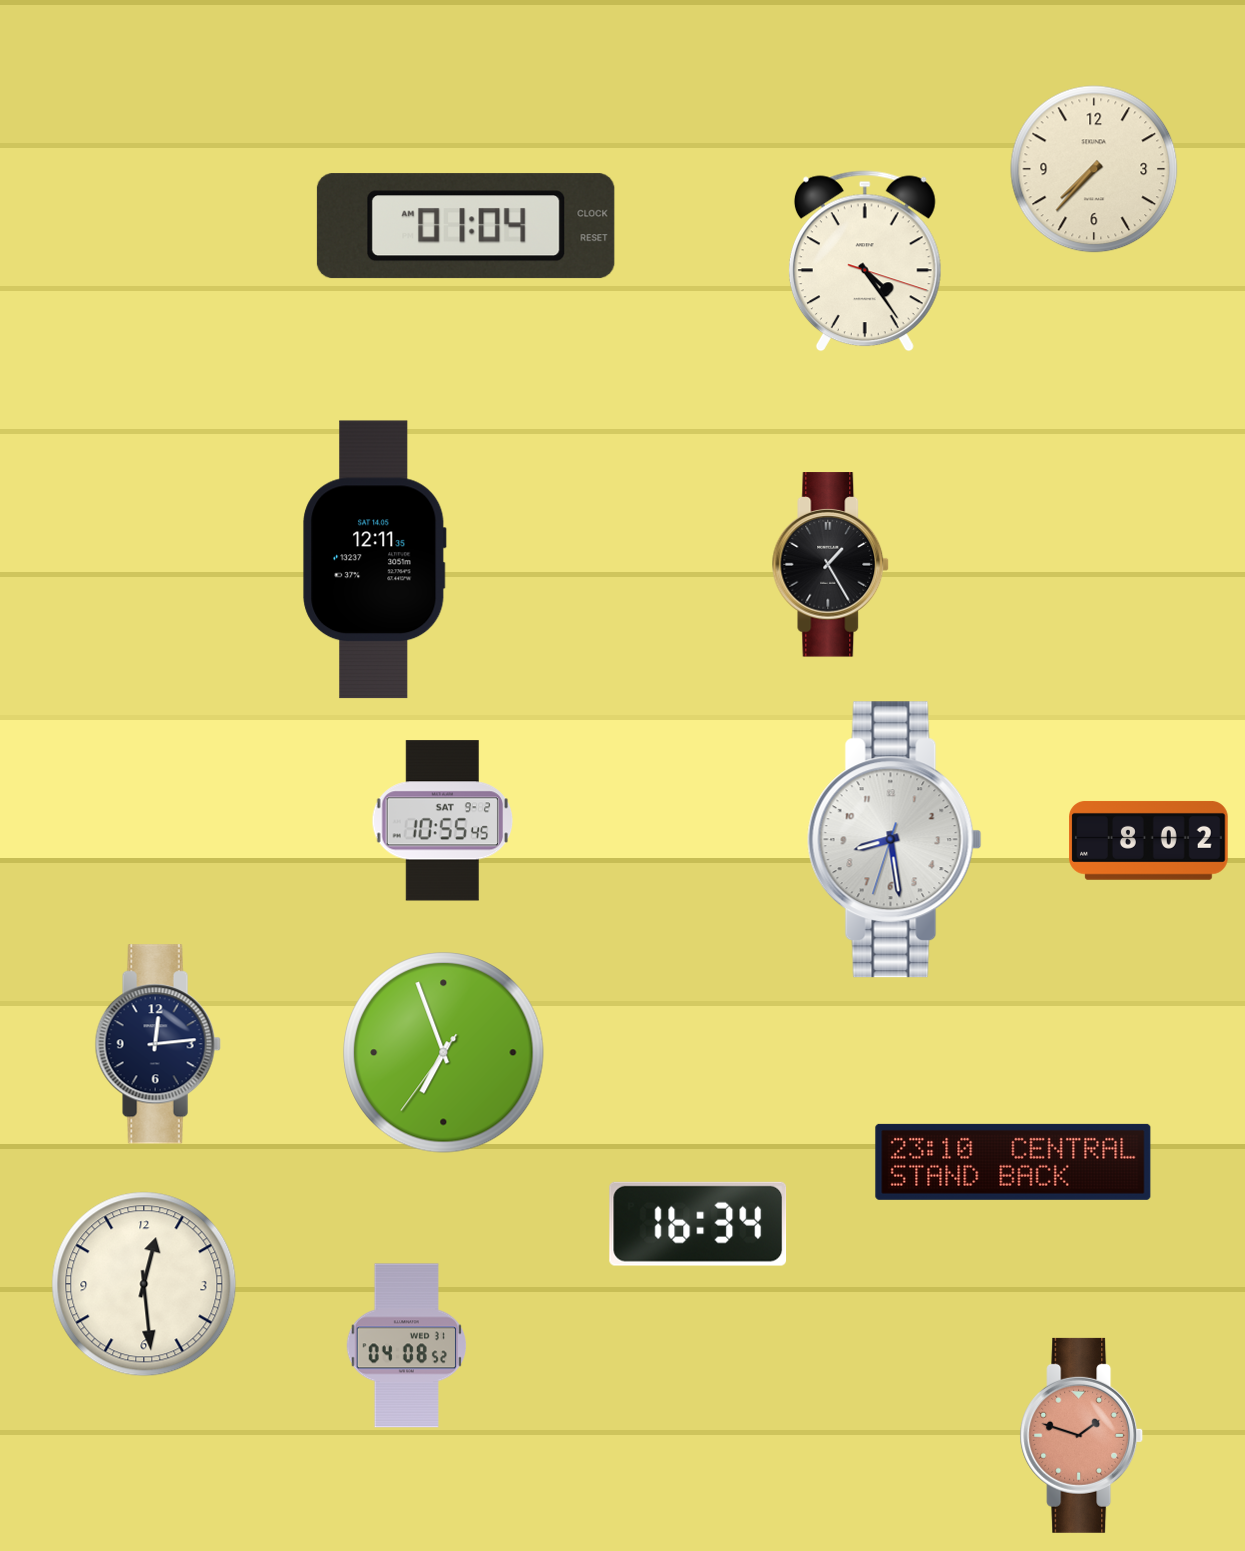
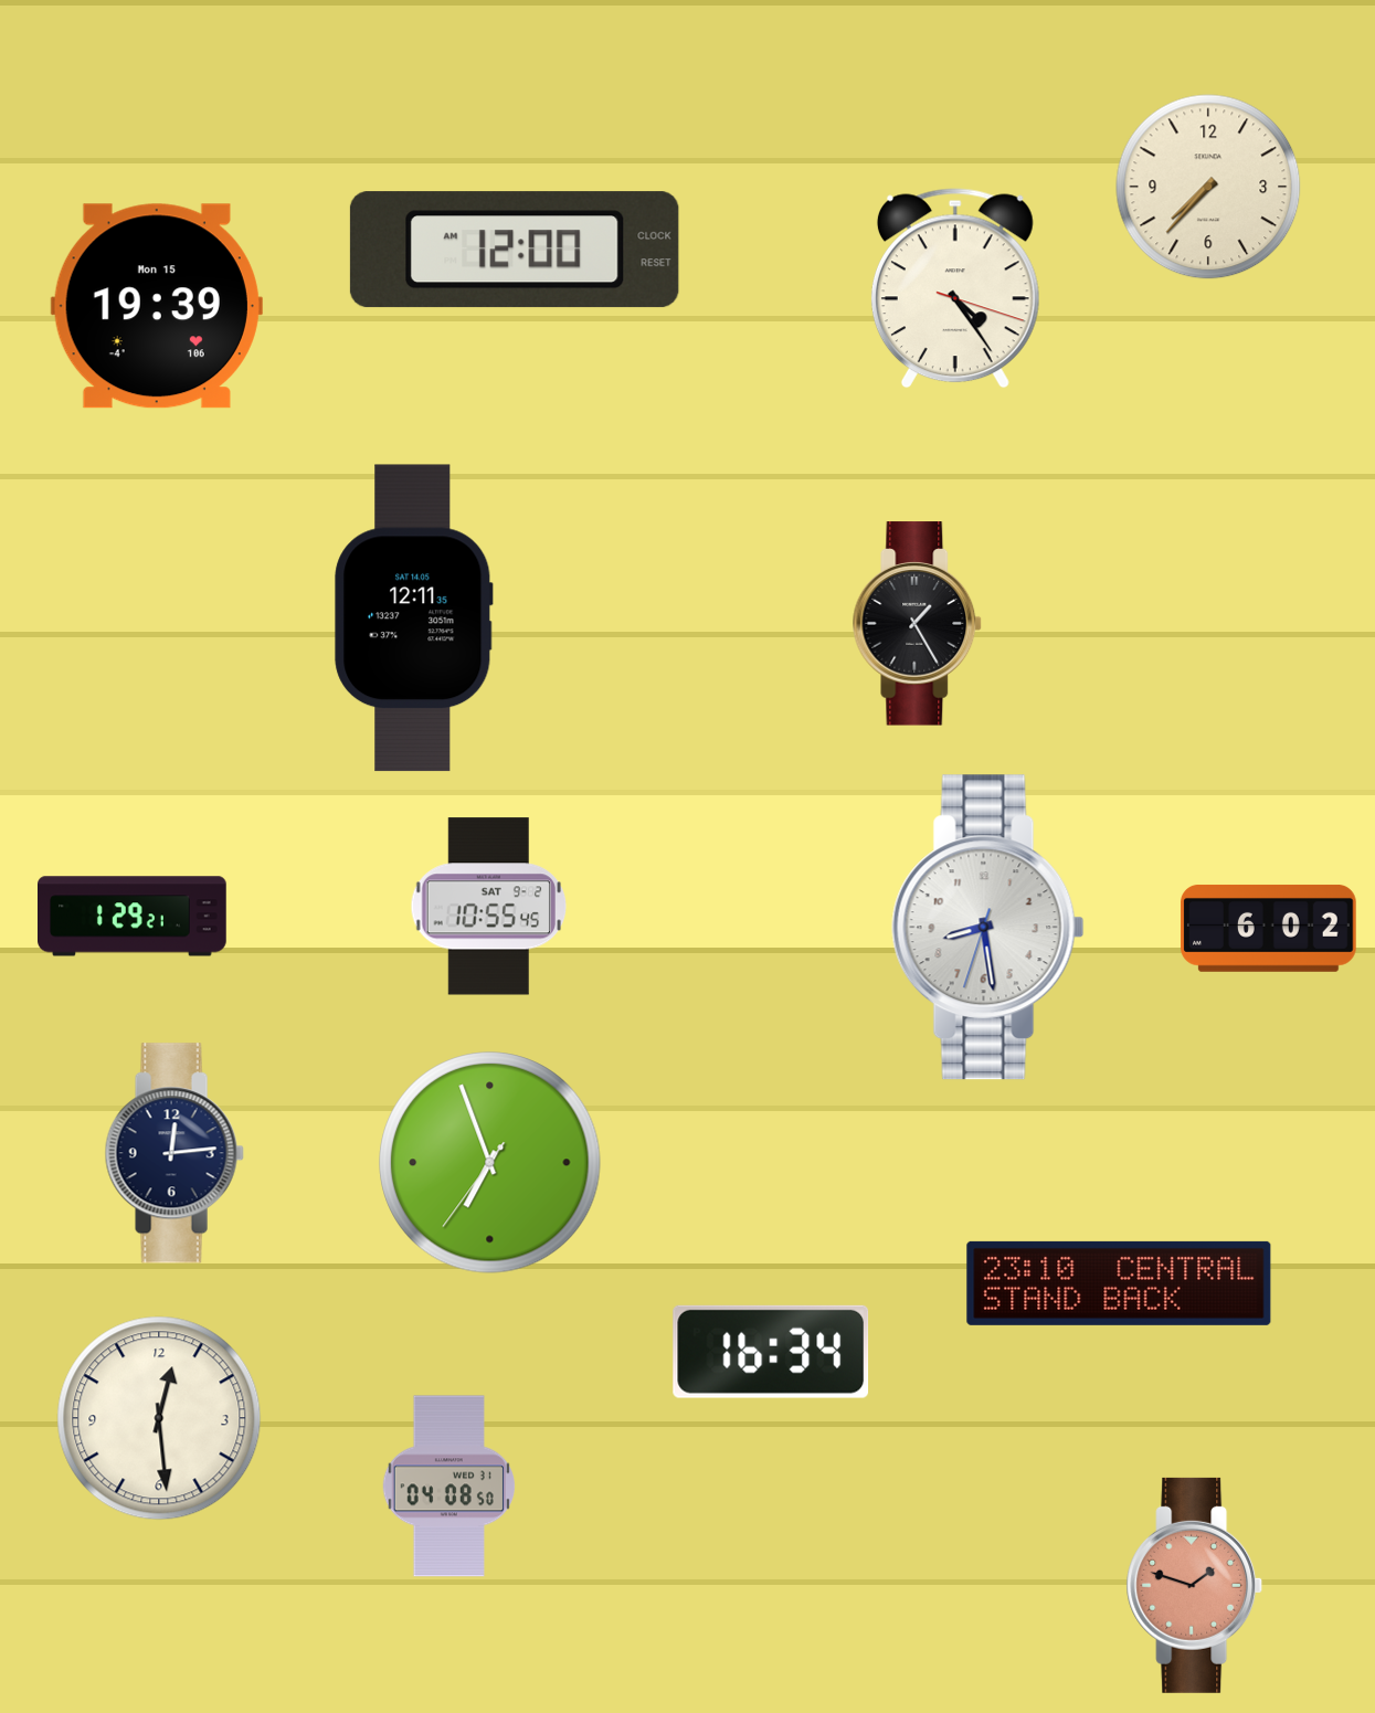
clock at (466, 226): 01:04 -> 12:00
clock at (157, 306): none -> 19:39
clock at (133, 917): none -> 1:29
clock at (1149, 840): 8:02 -> 6:02
clock at (406, 1346): 04:08:52 -> 04:08:50
